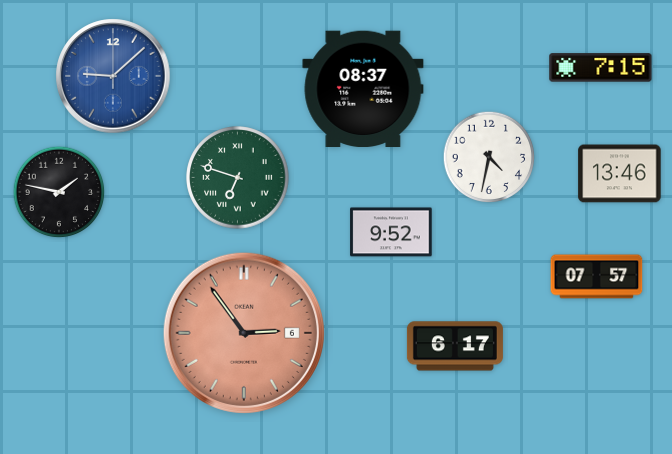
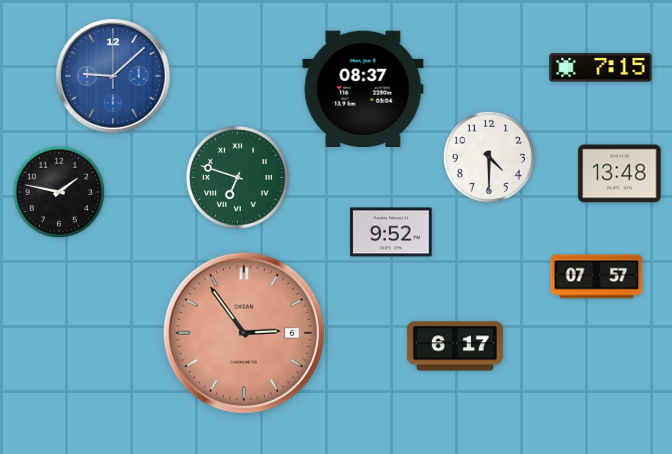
clock at (489, 157): 4:32 -> 4:30
clock at (620, 174): 13:46 -> 13:48
